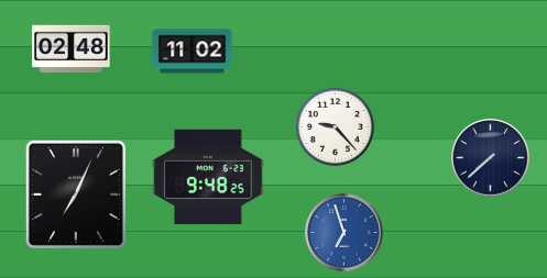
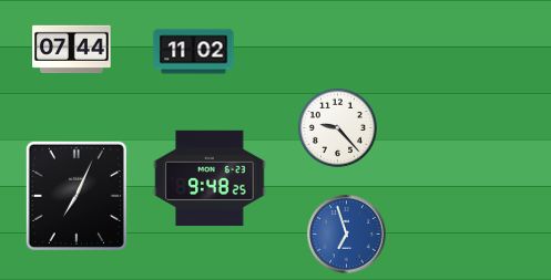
clock at (72, 48): 02:48 -> 07:44
clock at (491, 158): 7:38 -> none
